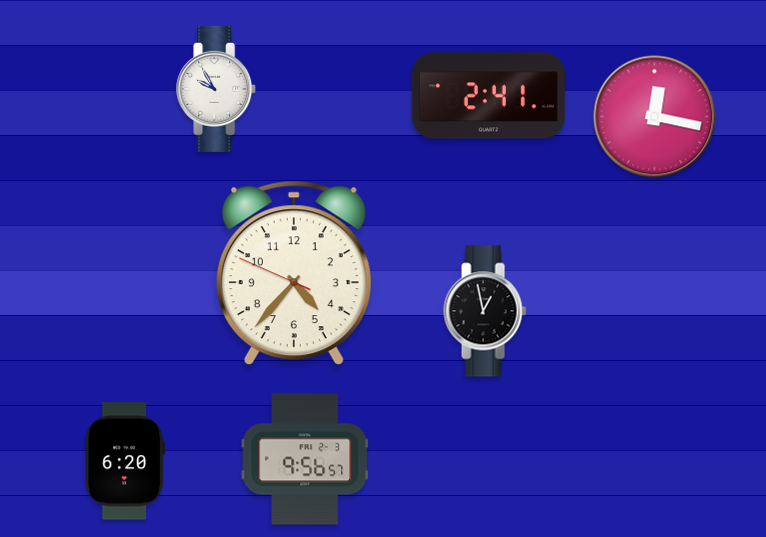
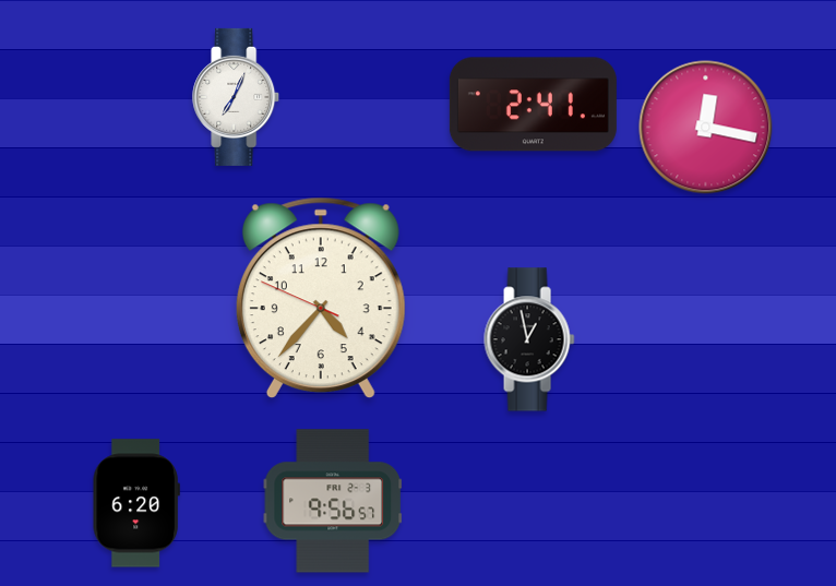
clock at (217, 89): 9:55 -> 7:04
clock at (655, 117) position: (655, 117) -> (706, 128)
